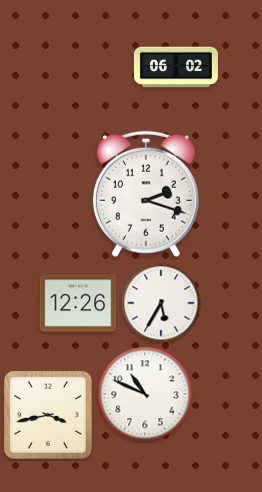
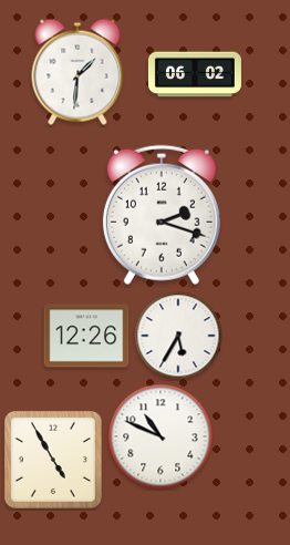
clock at (77, 72): none -> 1:31
clock at (48, 415): 3:43 -> 4:55
